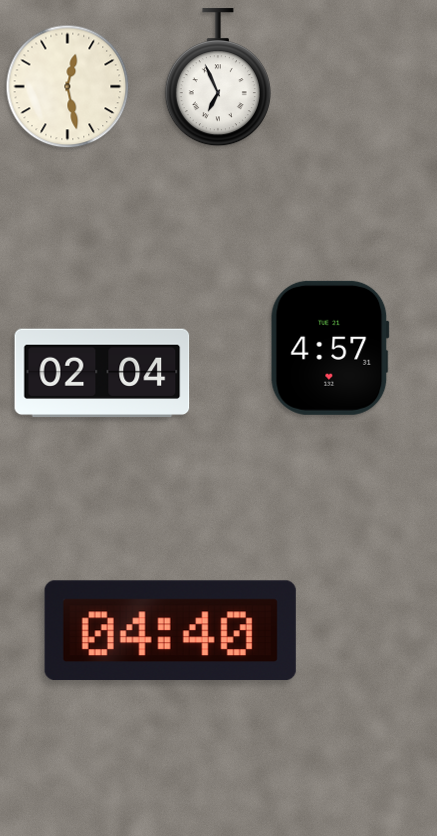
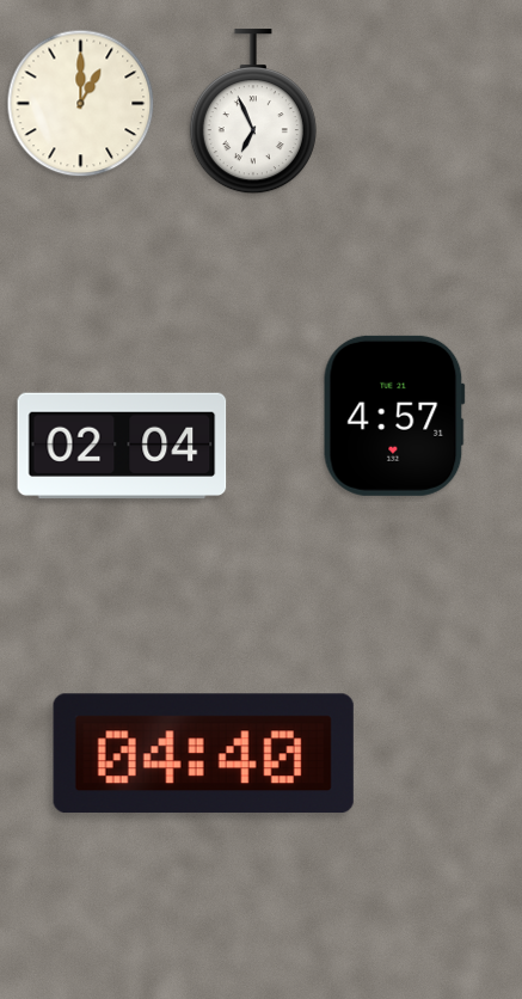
clock at (218, 78) position: (218, 78) -> (253, 112)
clock at (68, 87): 12:28 -> 1:00
